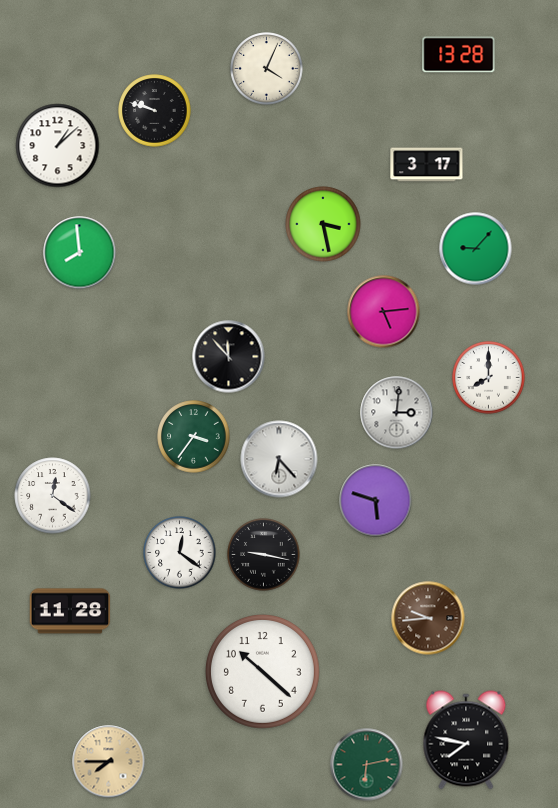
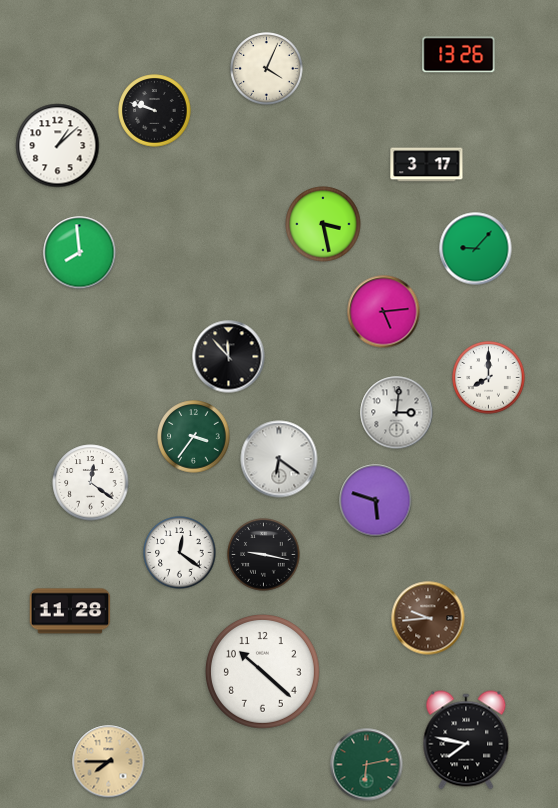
clock at (459, 55): 13:28 -> 13:26
clock at (279, 459): 6:23 -> 6:21
clock at (53, 496) position: (53, 496) -> (91, 483)
